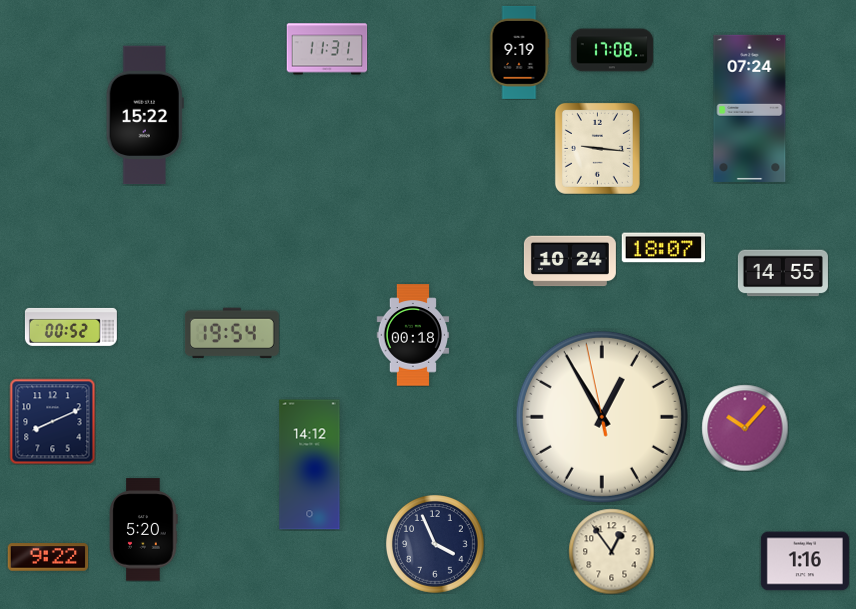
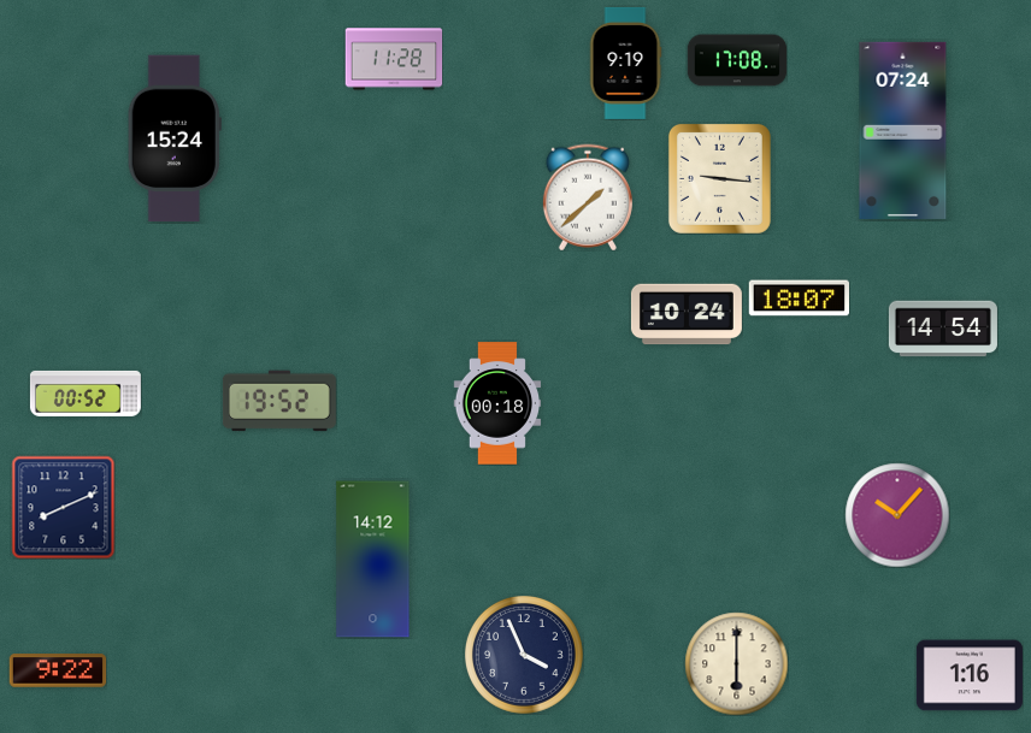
clock at (327, 49): 11:31 -> 11:28
clock at (145, 115): 15:22 -> 15:24
clock at (588, 197): none -> 1:38
clock at (783, 273): 14:55 -> 14:54
clock at (232, 333): 19:54 -> 19:52
clock at (602, 417): 12:54 -> none
clock at (144, 530): 5:20 -> none
clock at (611, 551): 12:54 -> 6:00
